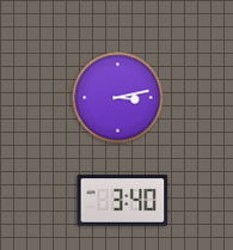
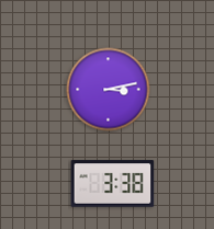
clock at (123, 201): 3:40 -> 3:38
